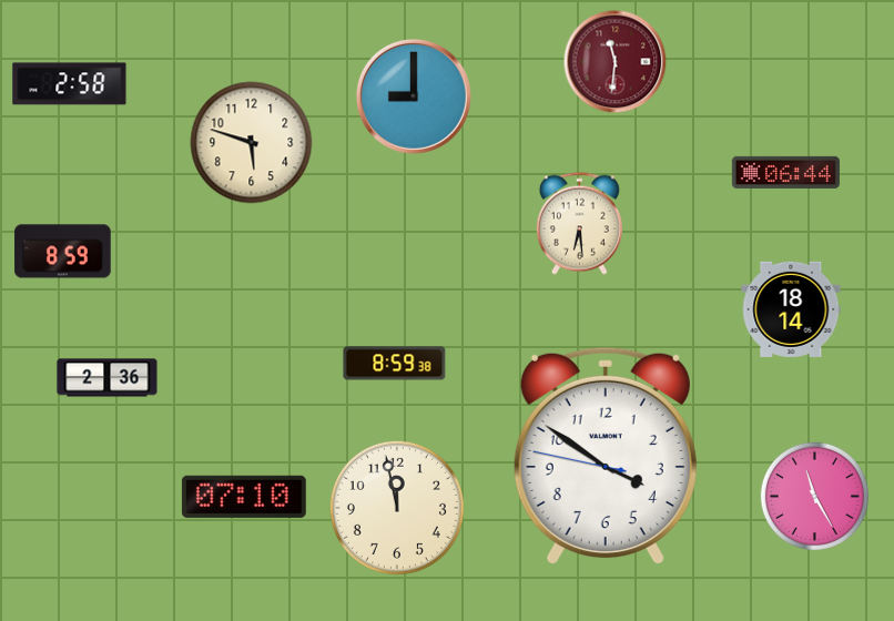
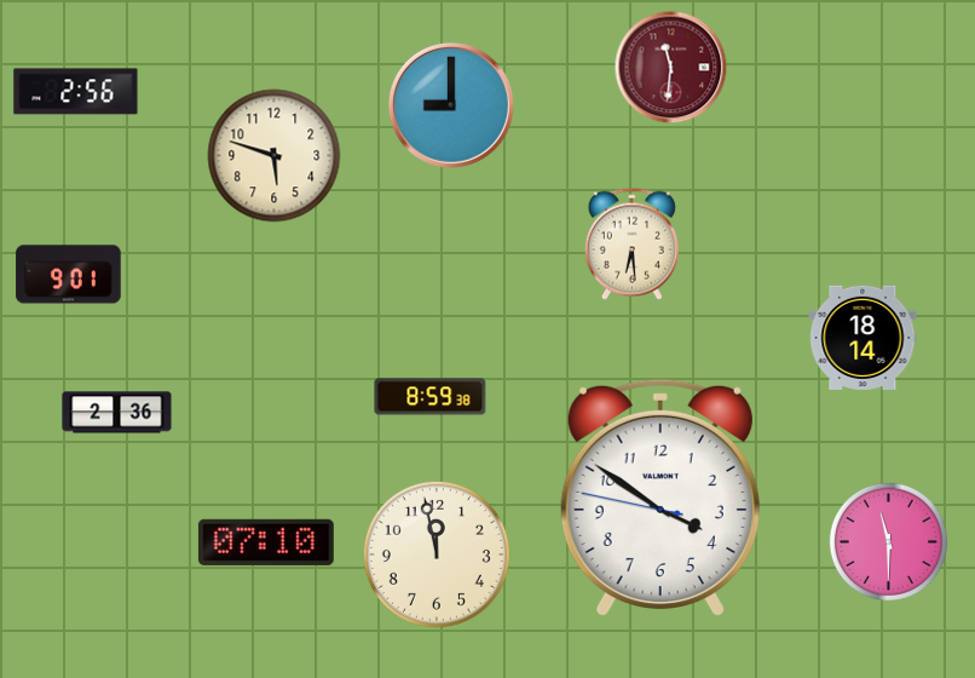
clock at (70, 84): 2:58 -> 2:56
clock at (785, 172): 06:44 -> none
clock at (63, 252): 8:59 -> 9:01
clock at (814, 496): 11:25 -> 11:30
clock at (397, 508) position: (397, 508) -> (437, 555)
